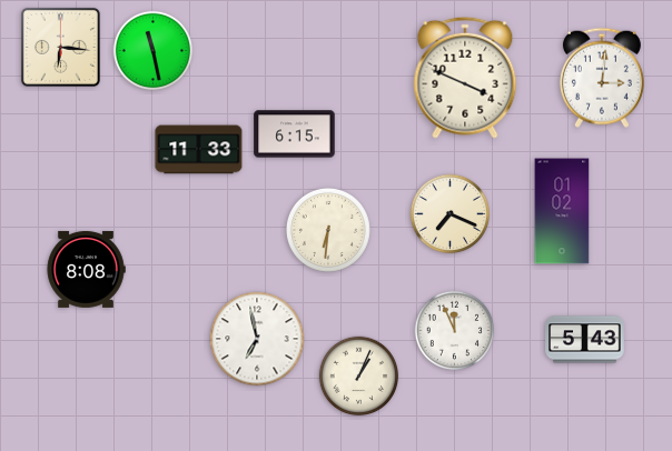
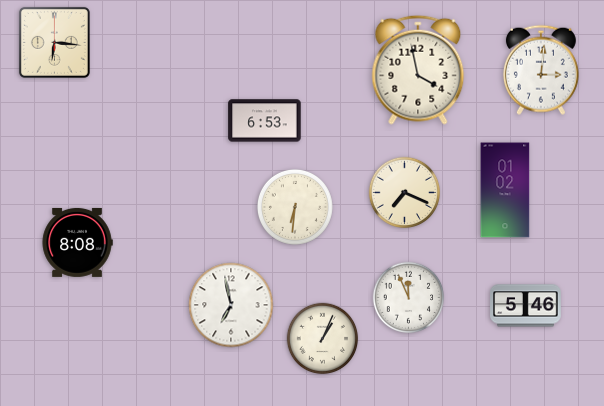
clock at (154, 51): 11:28 -> none
clock at (465, 78): 3:49 -> 3:58
clock at (295, 134): 6:15 -> 6:53
clock at (199, 150): 11:33 -> none
clock at (585, 340): 5:43 -> 5:46
